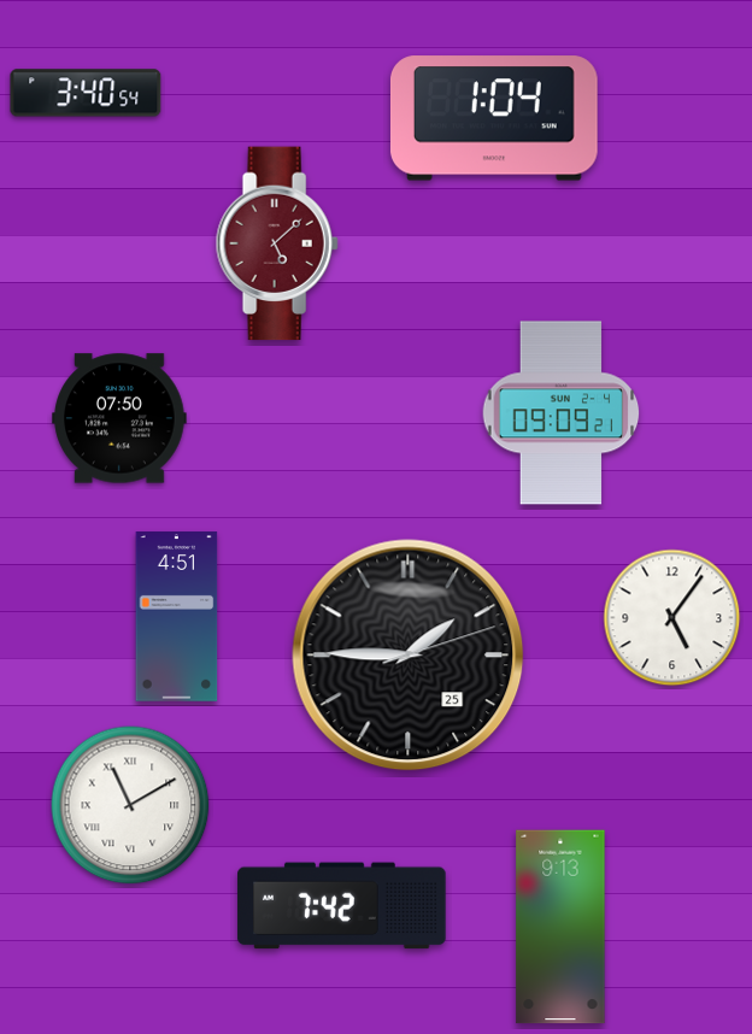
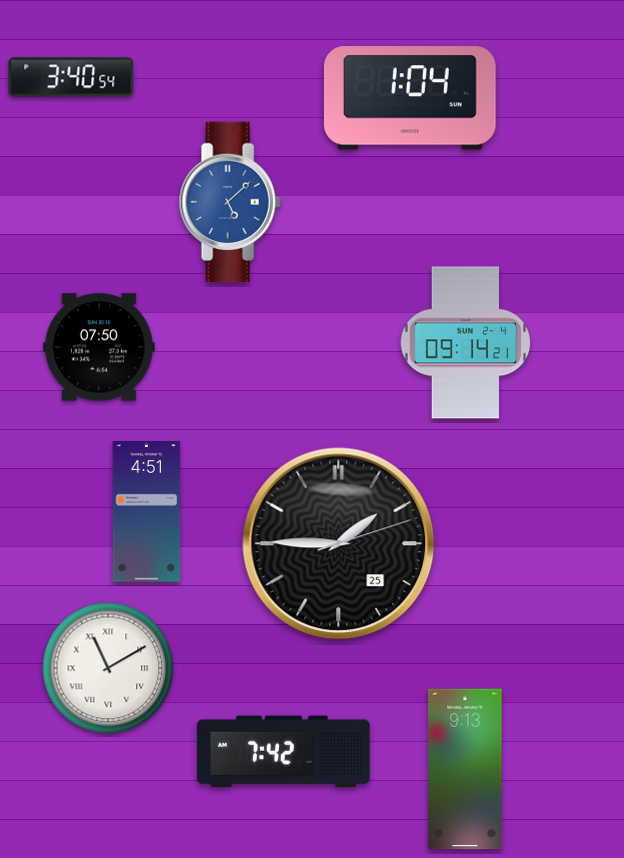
clock at (277, 243) dial: burgundy -> blue
clock at (562, 413): 09:09 -> 09:14
clock at (672, 618): 5:06 -> none
